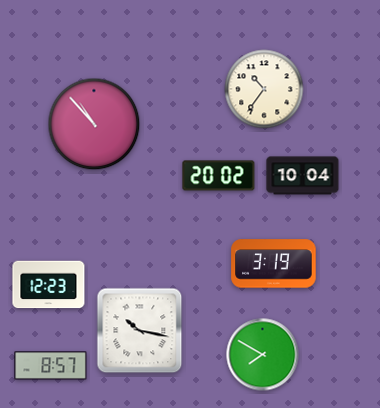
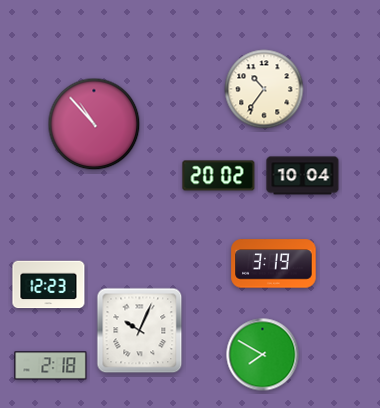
clock at (140, 331): 10:17 -> 10:04
clock at (51, 366): 8:57 -> 2:18
